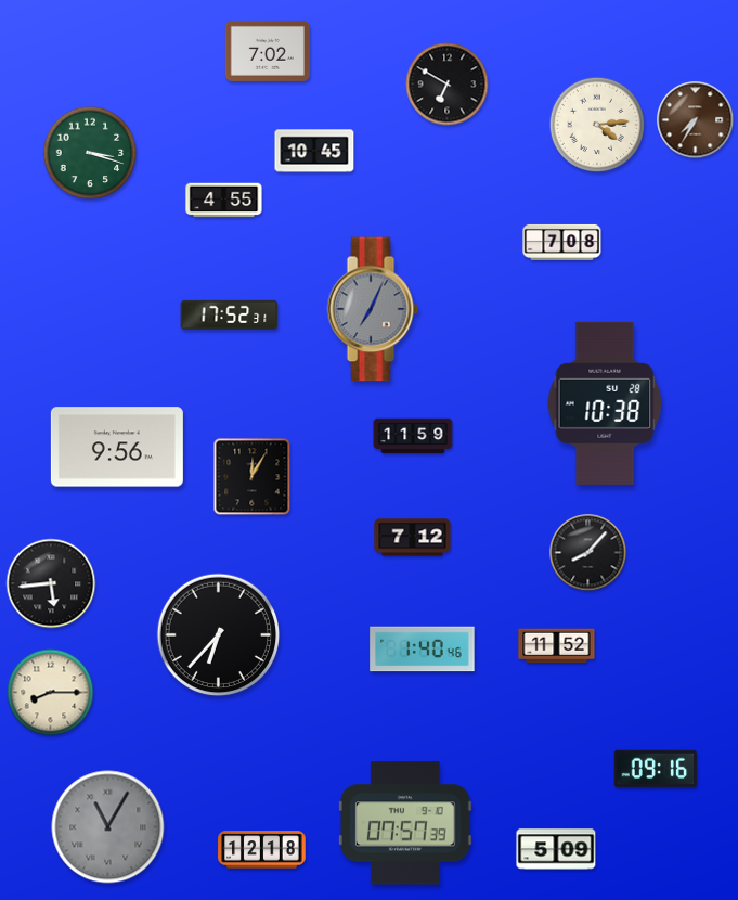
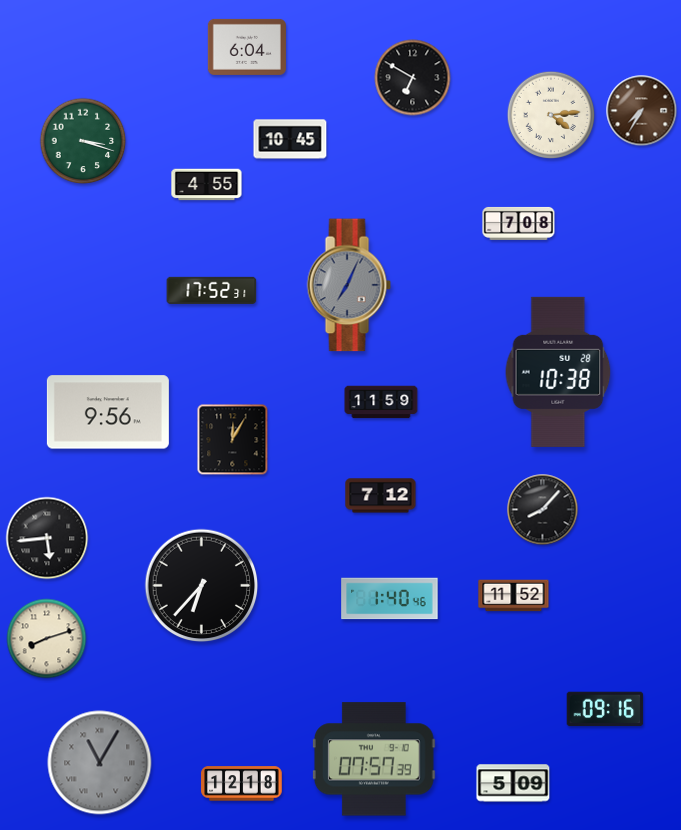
clock at (268, 51): 7:02 -> 6:04
clock at (373, 309) position: (373, 309) -> (349, 285)
clock at (51, 693): 8:15 -> 8:12
